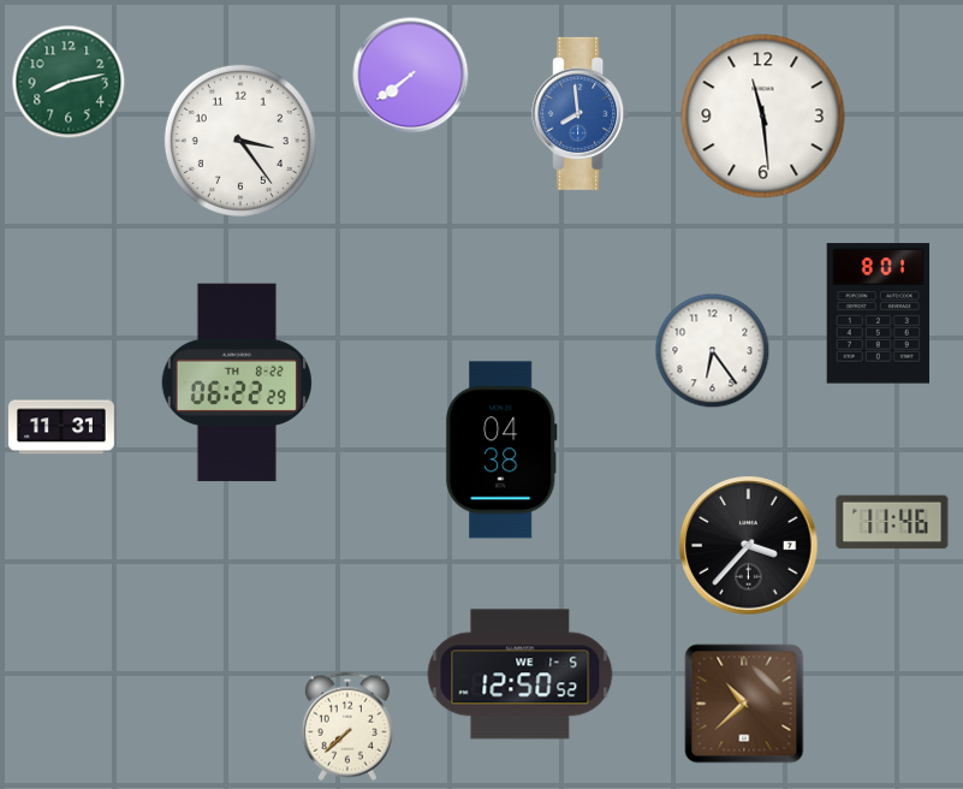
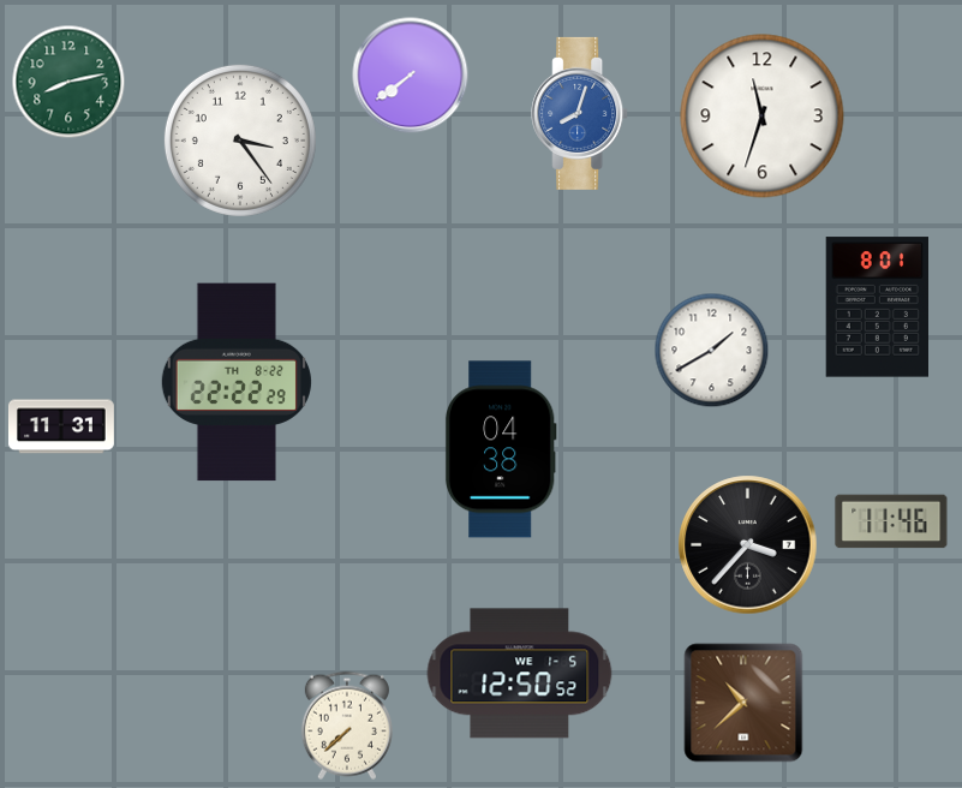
clock at (581, 113): 7:59 -> 8:03
clock at (763, 117): 11:29 -> 11:33
clock at (878, 314) position: (878, 314) -> (877, 308)
clock at (713, 351): 6:24 -> 1:40
clock at (237, 382): 06:22 -> 22:22
